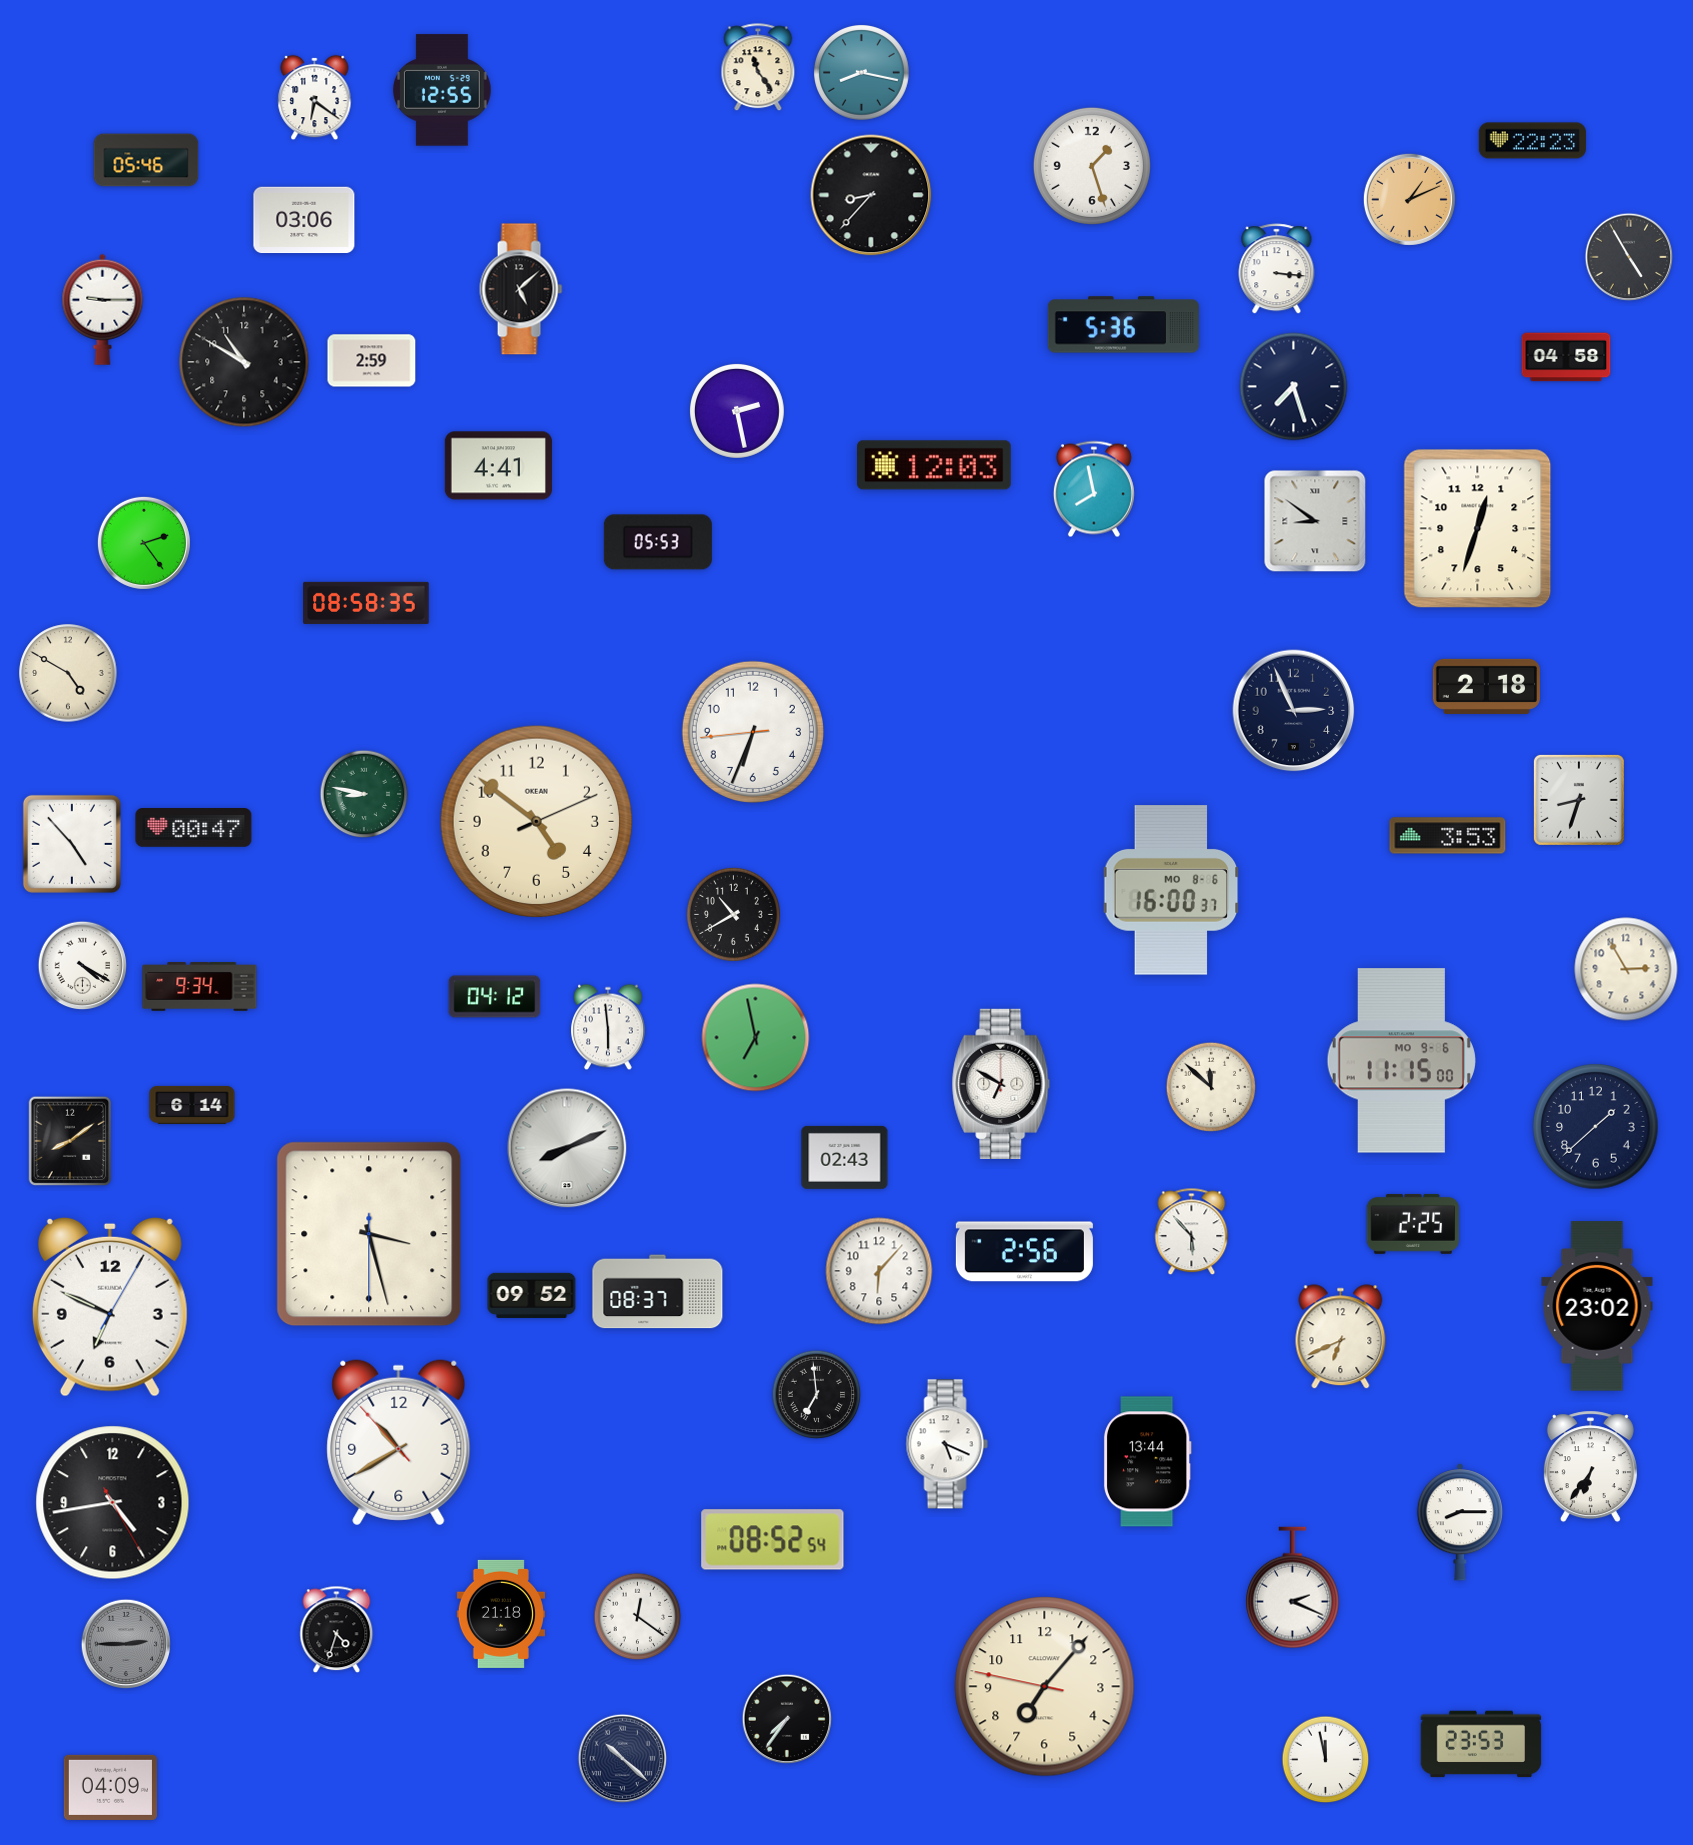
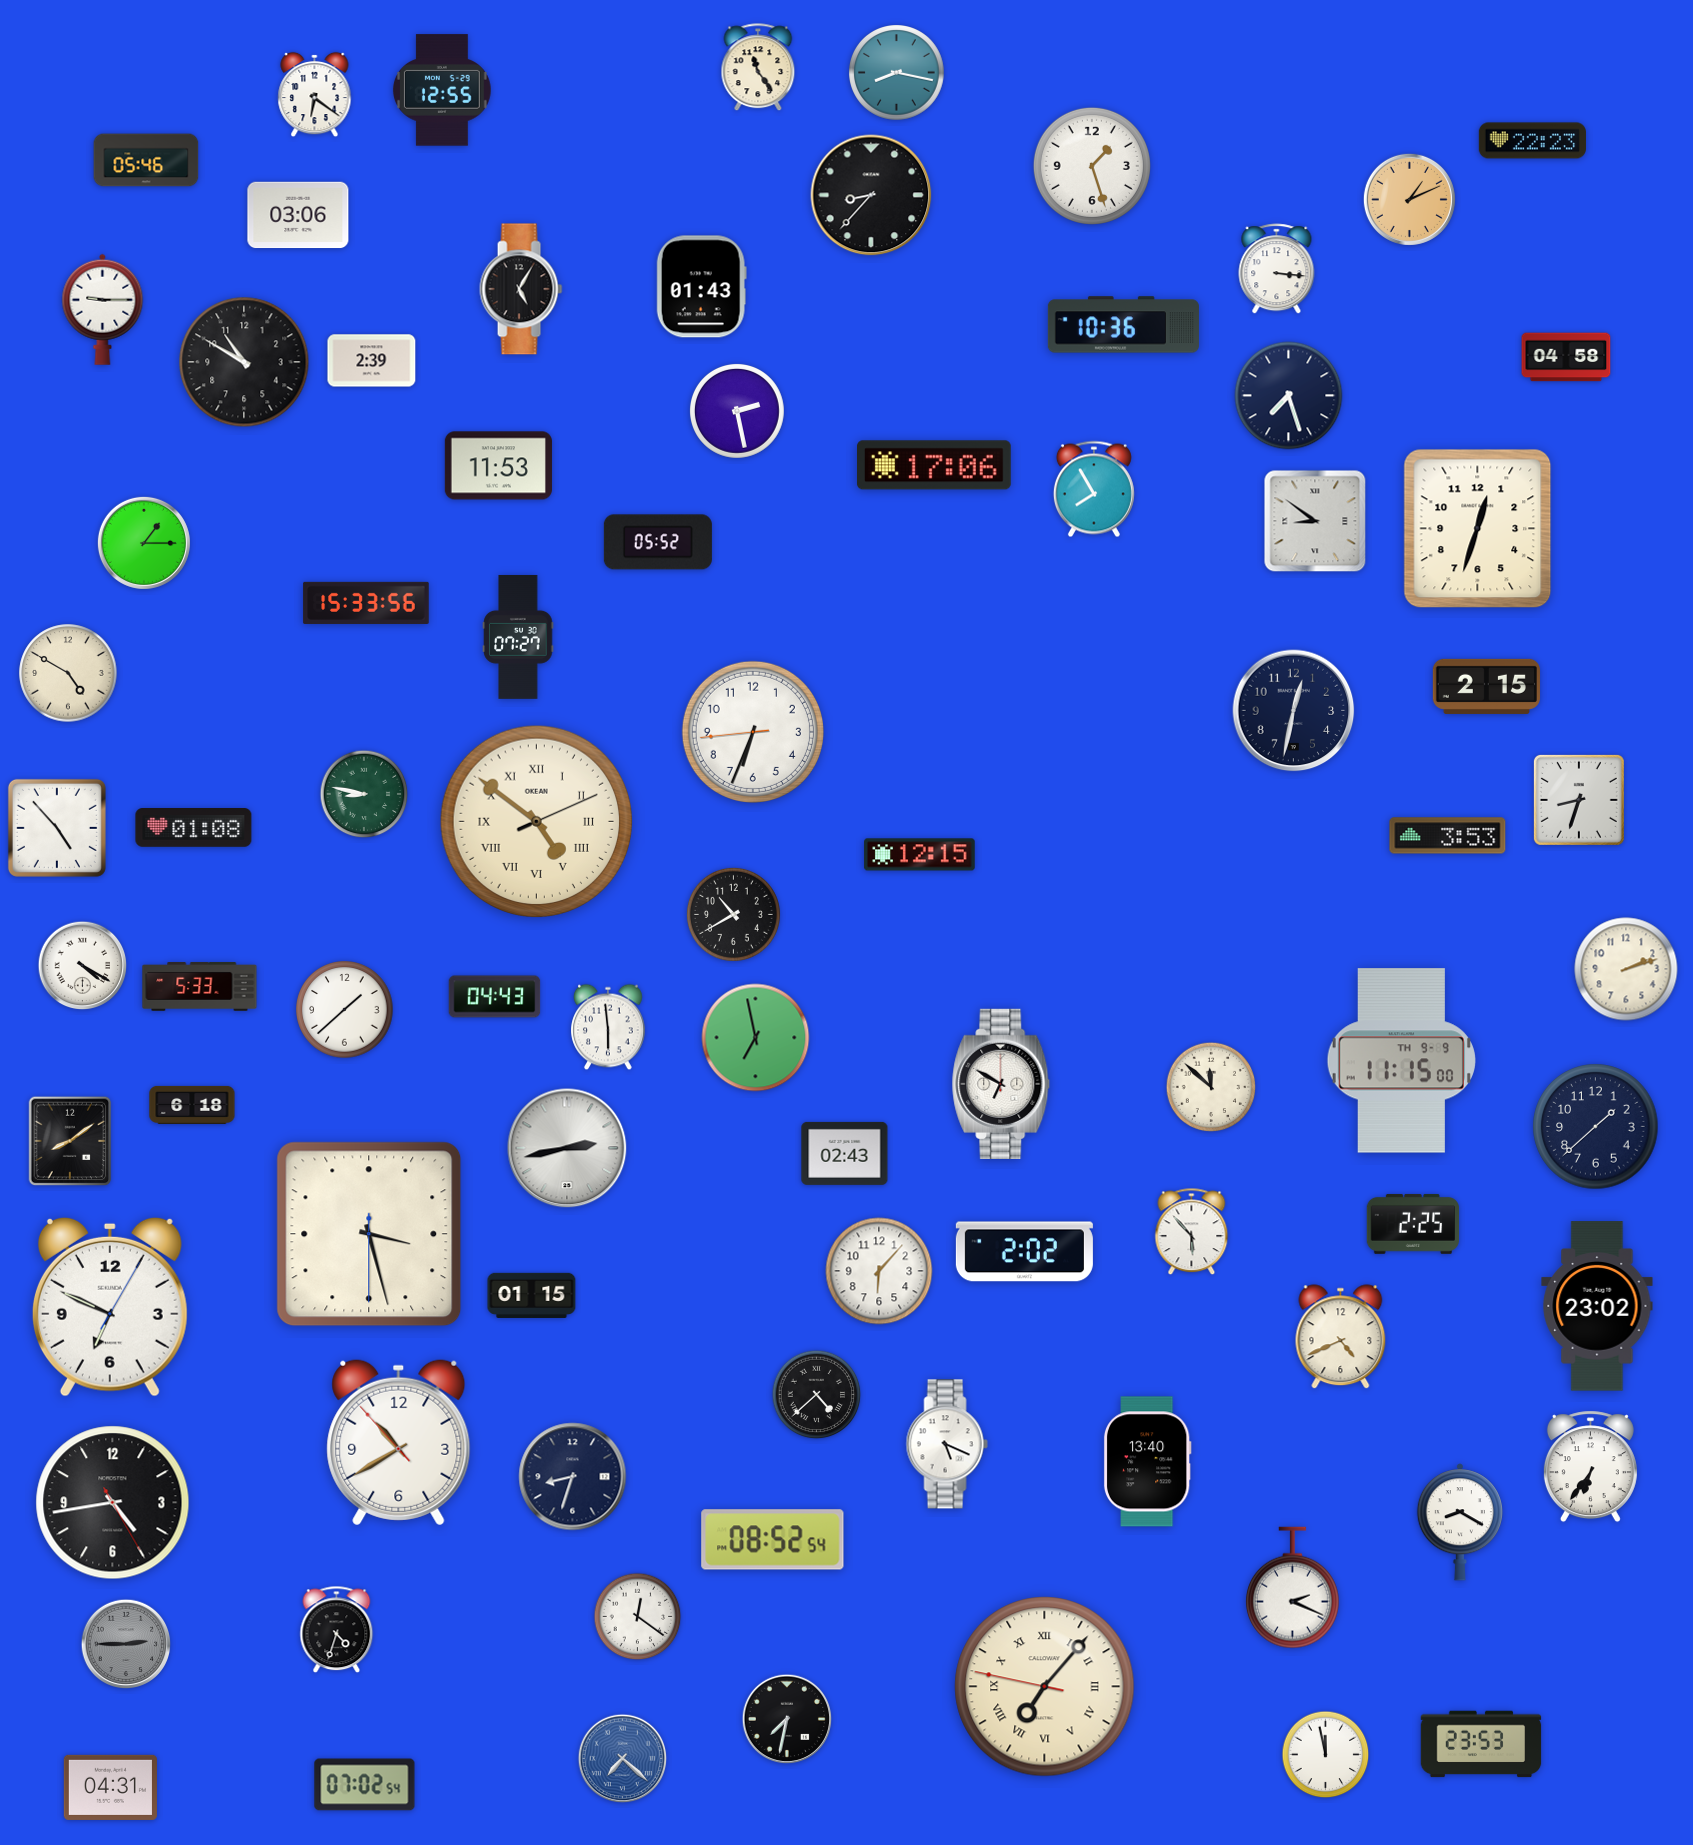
clock at (862, 73) position: (862, 73) -> (897, 73)
clock at (315, 98) position: (315, 98) -> (315, 95)
clock at (304, 220) position: (304, 220) -> (298, 215)
clock at (1629, 257): 4:55 -> none
clock at (701, 287): none -> 01:43
clock at (521, 289): 5:08 -> 5:05
clock at (1123, 325): 5:36 -> 10:36
clock at (372, 361): 2:59 -> 2:39
clock at (1294, 387) position: (1294, 387) -> (1289, 396)
clock at (935, 465): 12:03 -> 17:06
clock at (498, 466): 4:41 -> 11:53
clock at (1094, 489): 7:58 -> 7:55
clock at (658, 542): 05:53 -> 05:52
clock at (144, 543): 2:24 -> 1:15
clock at (366, 603): 08:58 -> 15:33
clock at (518, 637): none -> 07:27
clock at (1486, 686): 2:18 -> 2:15
clock at (1294, 711): 2:56 -> 12:32
clock at (536, 821) numerals: Arabic -> Roman
clock at (194, 828): 00:47 -> 01:08
clock at (72, 844) position: (72, 844) -> (57, 828)
clock at (920, 855): none -> 12:15
clock at (1171, 890): 16:00 -> none
clock at (1626, 969): 2:55 -> 2:12
clock at (200, 987): 9:34 -> 5:33
clock at (495, 997): 04:12 -> 04:43
clock at (345, 1010): none -> 1:38
clock at (1401, 1061) date: MO 9-6 -> TH 9-9
clock at (192, 1105): 6:14 -> 6:18
clock at (567, 1148): 8:11 -> 2:43
clock at (845, 1157) position: (845, 1157) -> (845, 1153)
clock at (1024, 1252): 2:56 -> 2:02
clock at (658, 1292): 08:37 -> none
clock at (532, 1295): 09:52 -> 01:15
clock at (1341, 1337): 6:41 -> 4:41
clock at (817, 1395): 6:59 -> 4:38
clock at (1147, 1462): 13:44 -> 13:40
clock at (573, 1477): none -> 8:33
clock at (1460, 1522): 8:15 -> 8:20
clock at (500, 1614): 21:18 -> none
clock at (1045, 1687) numerals: Arabic -> Roman
clock at (787, 1719): 7:36 -> 7:32
clock at (623, 1759): 10:22 -> 7:22
clock at (623, 1759) dial: navy -> blue
clock at (1326, 1760) position: (1326, 1760) -> (1326, 1755)
clock at (365, 1785): none -> 07:02
clock at (110, 1787): 04:09 -> 04:31
